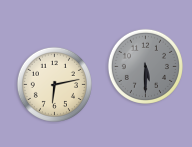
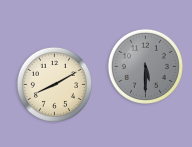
clock at (54, 84): 6:13 -> 8:10
